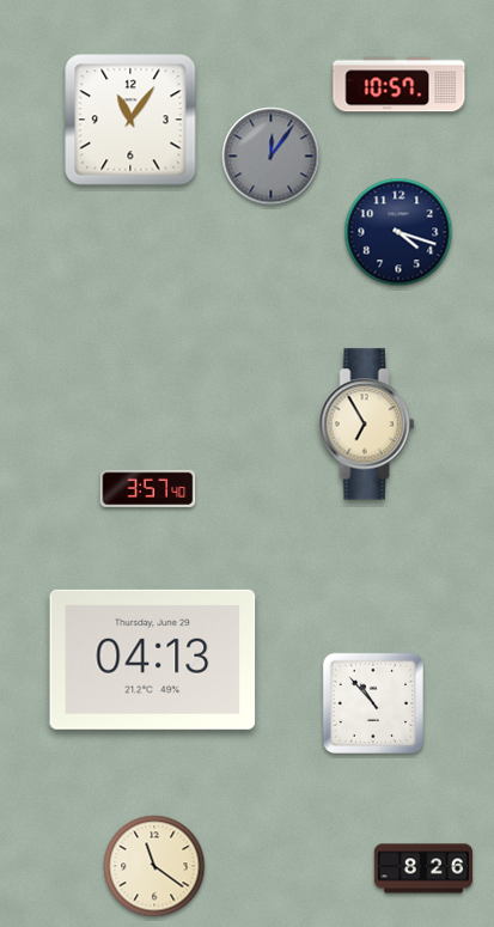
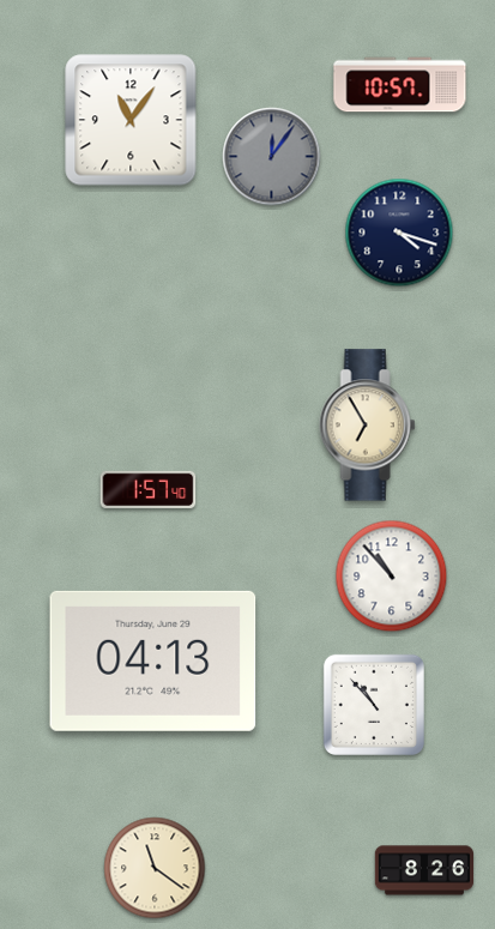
clock at (148, 488): 3:57 -> 1:57
clock at (392, 577): none -> 10:53
